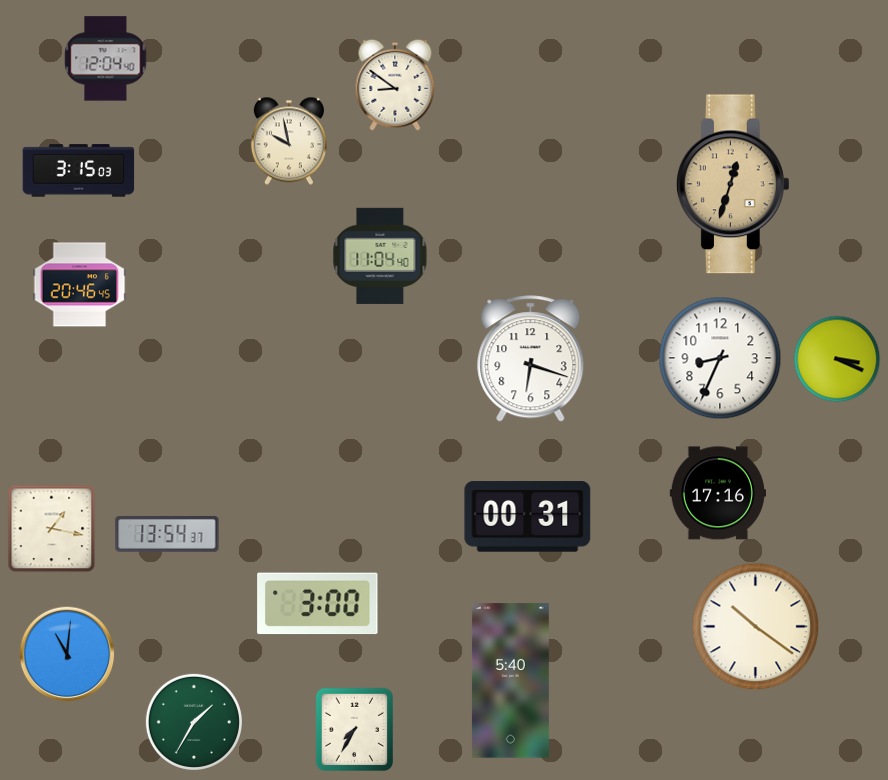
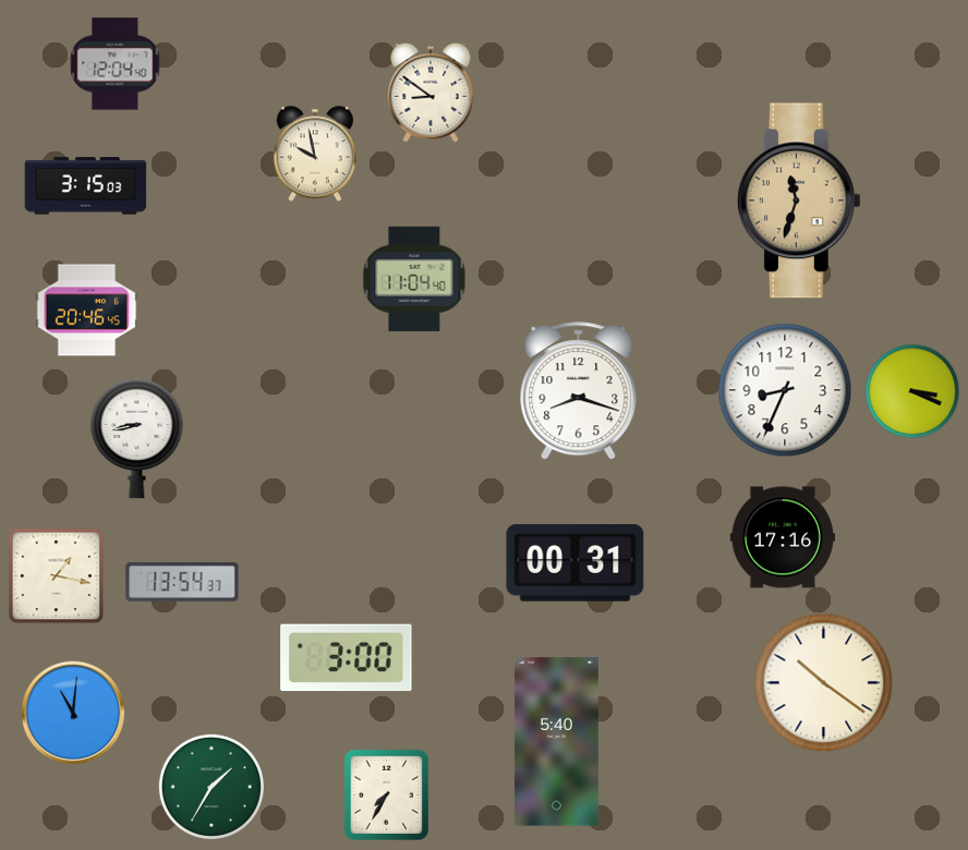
clock at (733, 184): 12:33 -> 11:33
clock at (531, 359): 6:18 -> 8:18
clock at (137, 438): none -> 8:43
